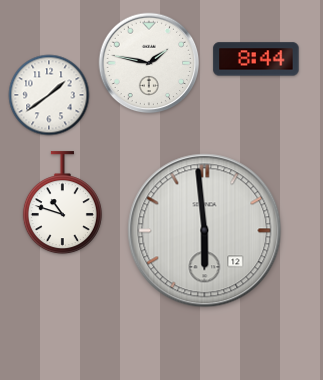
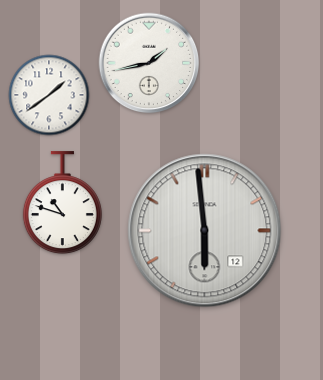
clock at (256, 59): 8:44 -> none
clock at (149, 63): 1:47 -> 1:43
